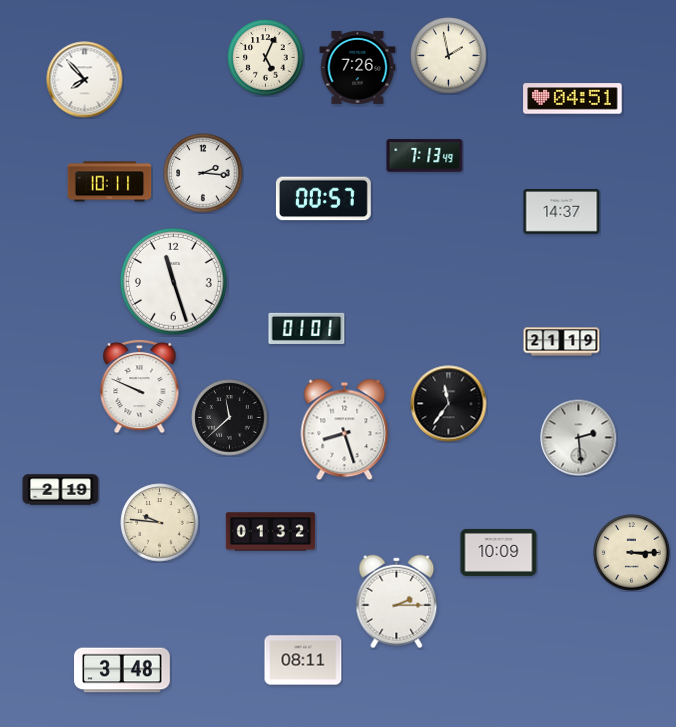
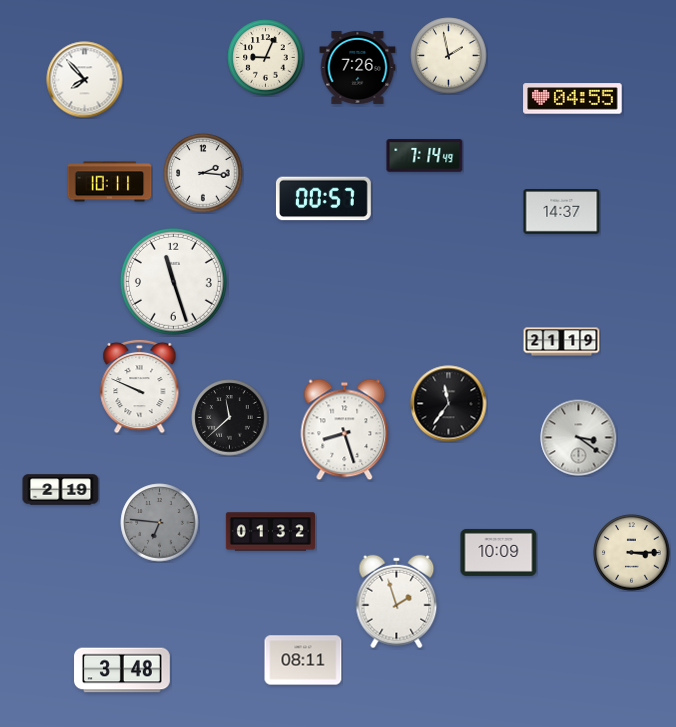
clock at (266, 58): 5:04 -> 9:04
clock at (573, 99): 04:51 -> 04:55
clock at (425, 156): 7:13 -> 7:14
clock at (307, 328): 01:01 -> none
clock at (579, 438): 2:29 -> 3:21
clock at (160, 523): 9:46 -> 6:46
clock at (160, 523) dial: cream -> grey
clock at (397, 602): 2:15 -> 1:57
